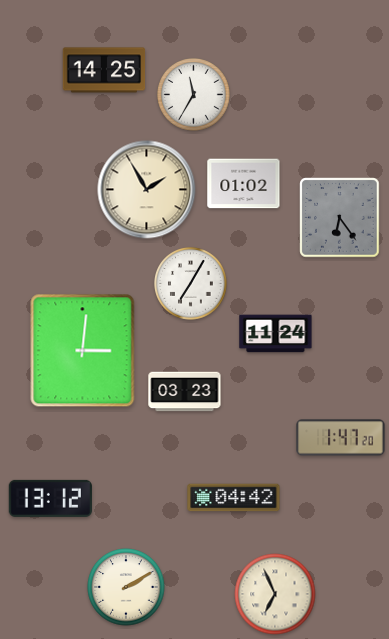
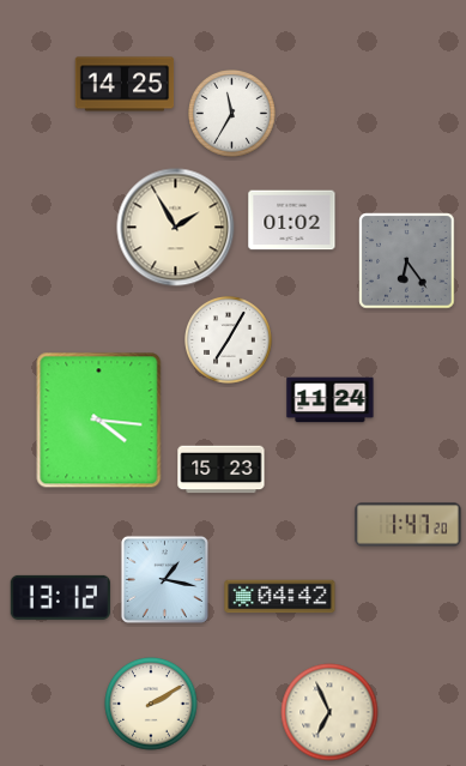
clock at (83, 351): 3:01 -> 4:16
clock at (185, 392): 03:23 -> 15:23
clock at (164, 579): none -> 1:17
